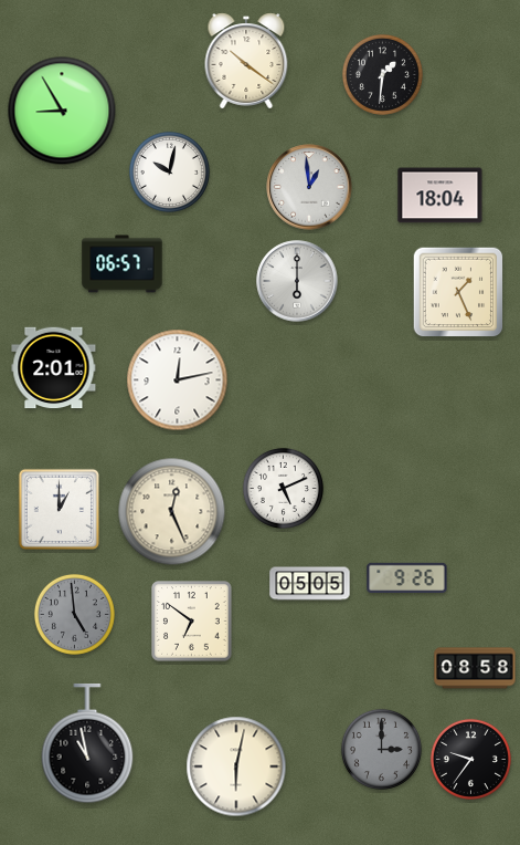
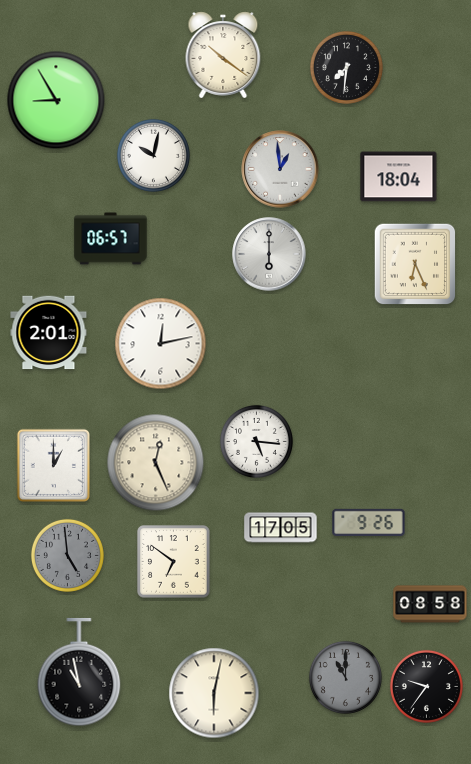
clock at (382, 74): 1:31 -> 7:31
clock at (458, 292): 1:26 -> 6:26
clock at (283, 488): 5:11 -> 5:16
clock at (59, 509) position: (59, 509) -> (53, 465)
clock at (310, 584): 05:05 -> 17:05
clock at (381, 749): 3:00 -> 11:00
